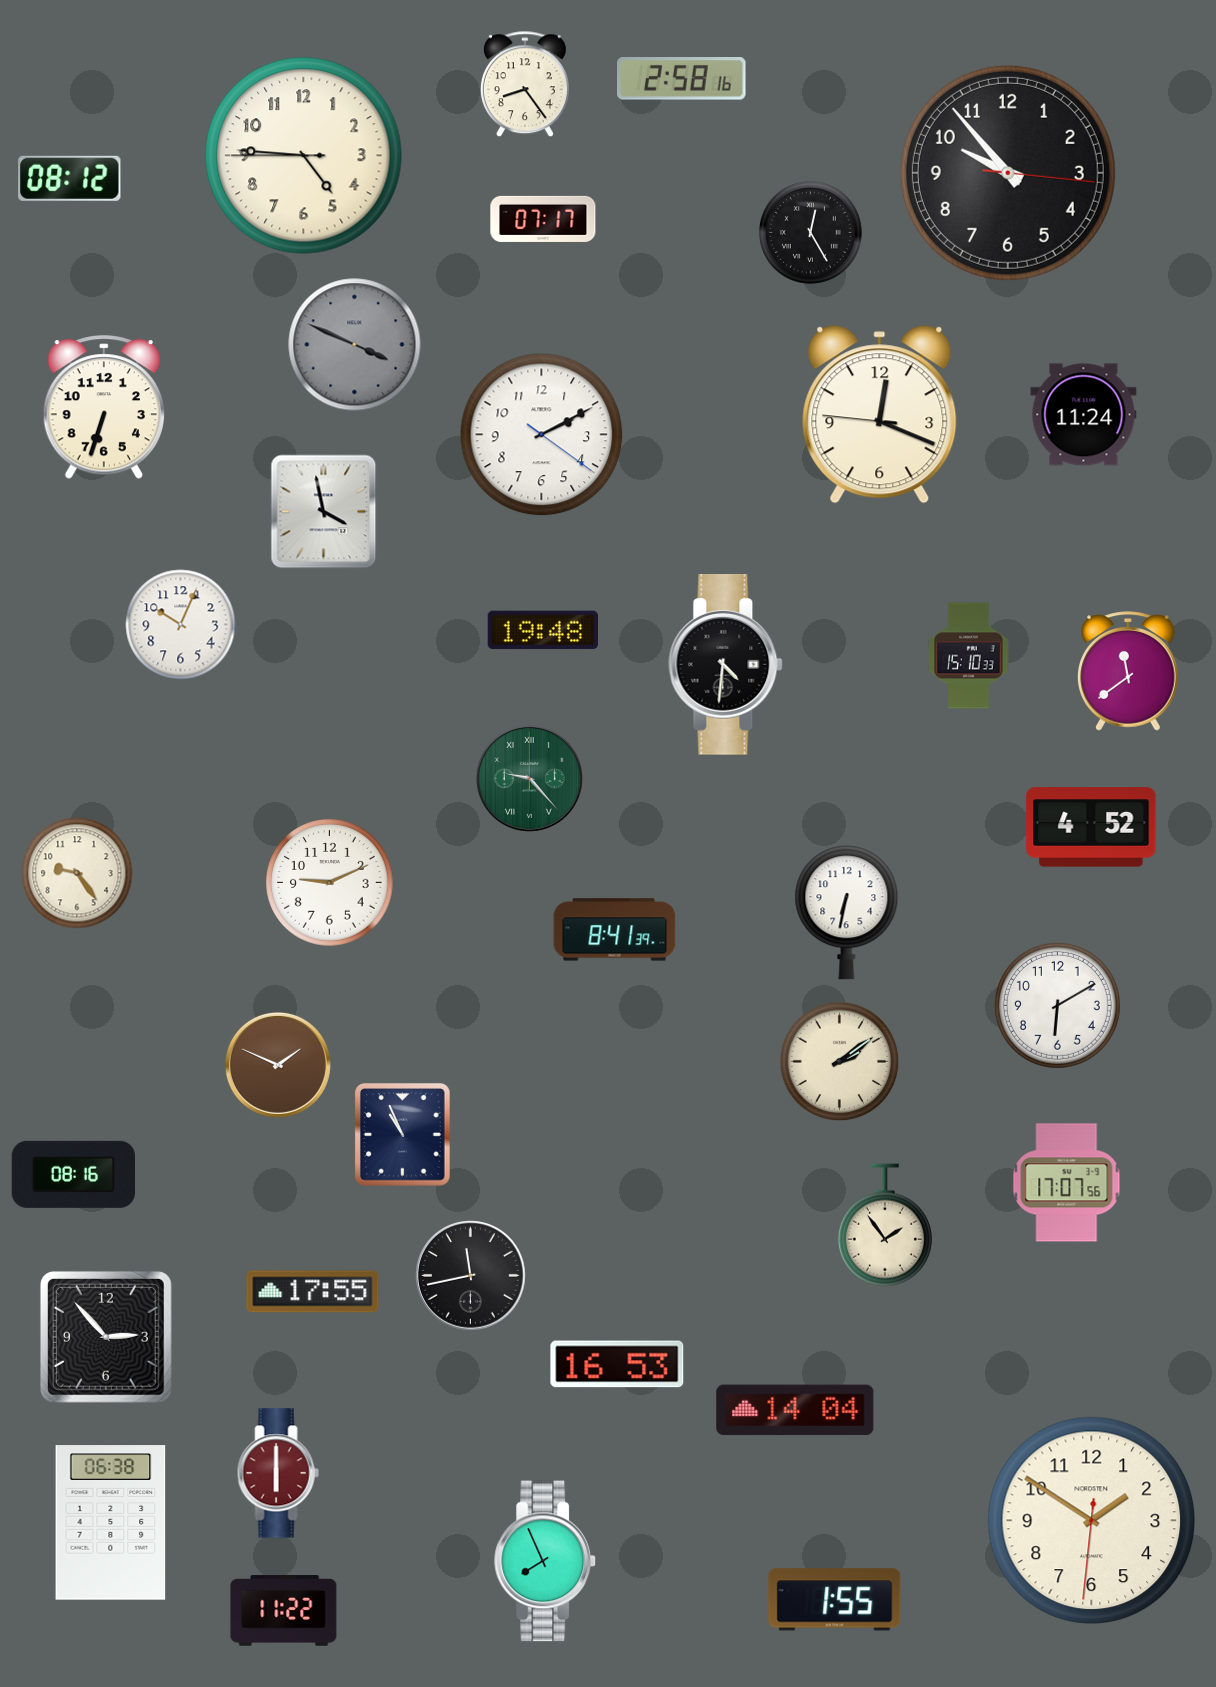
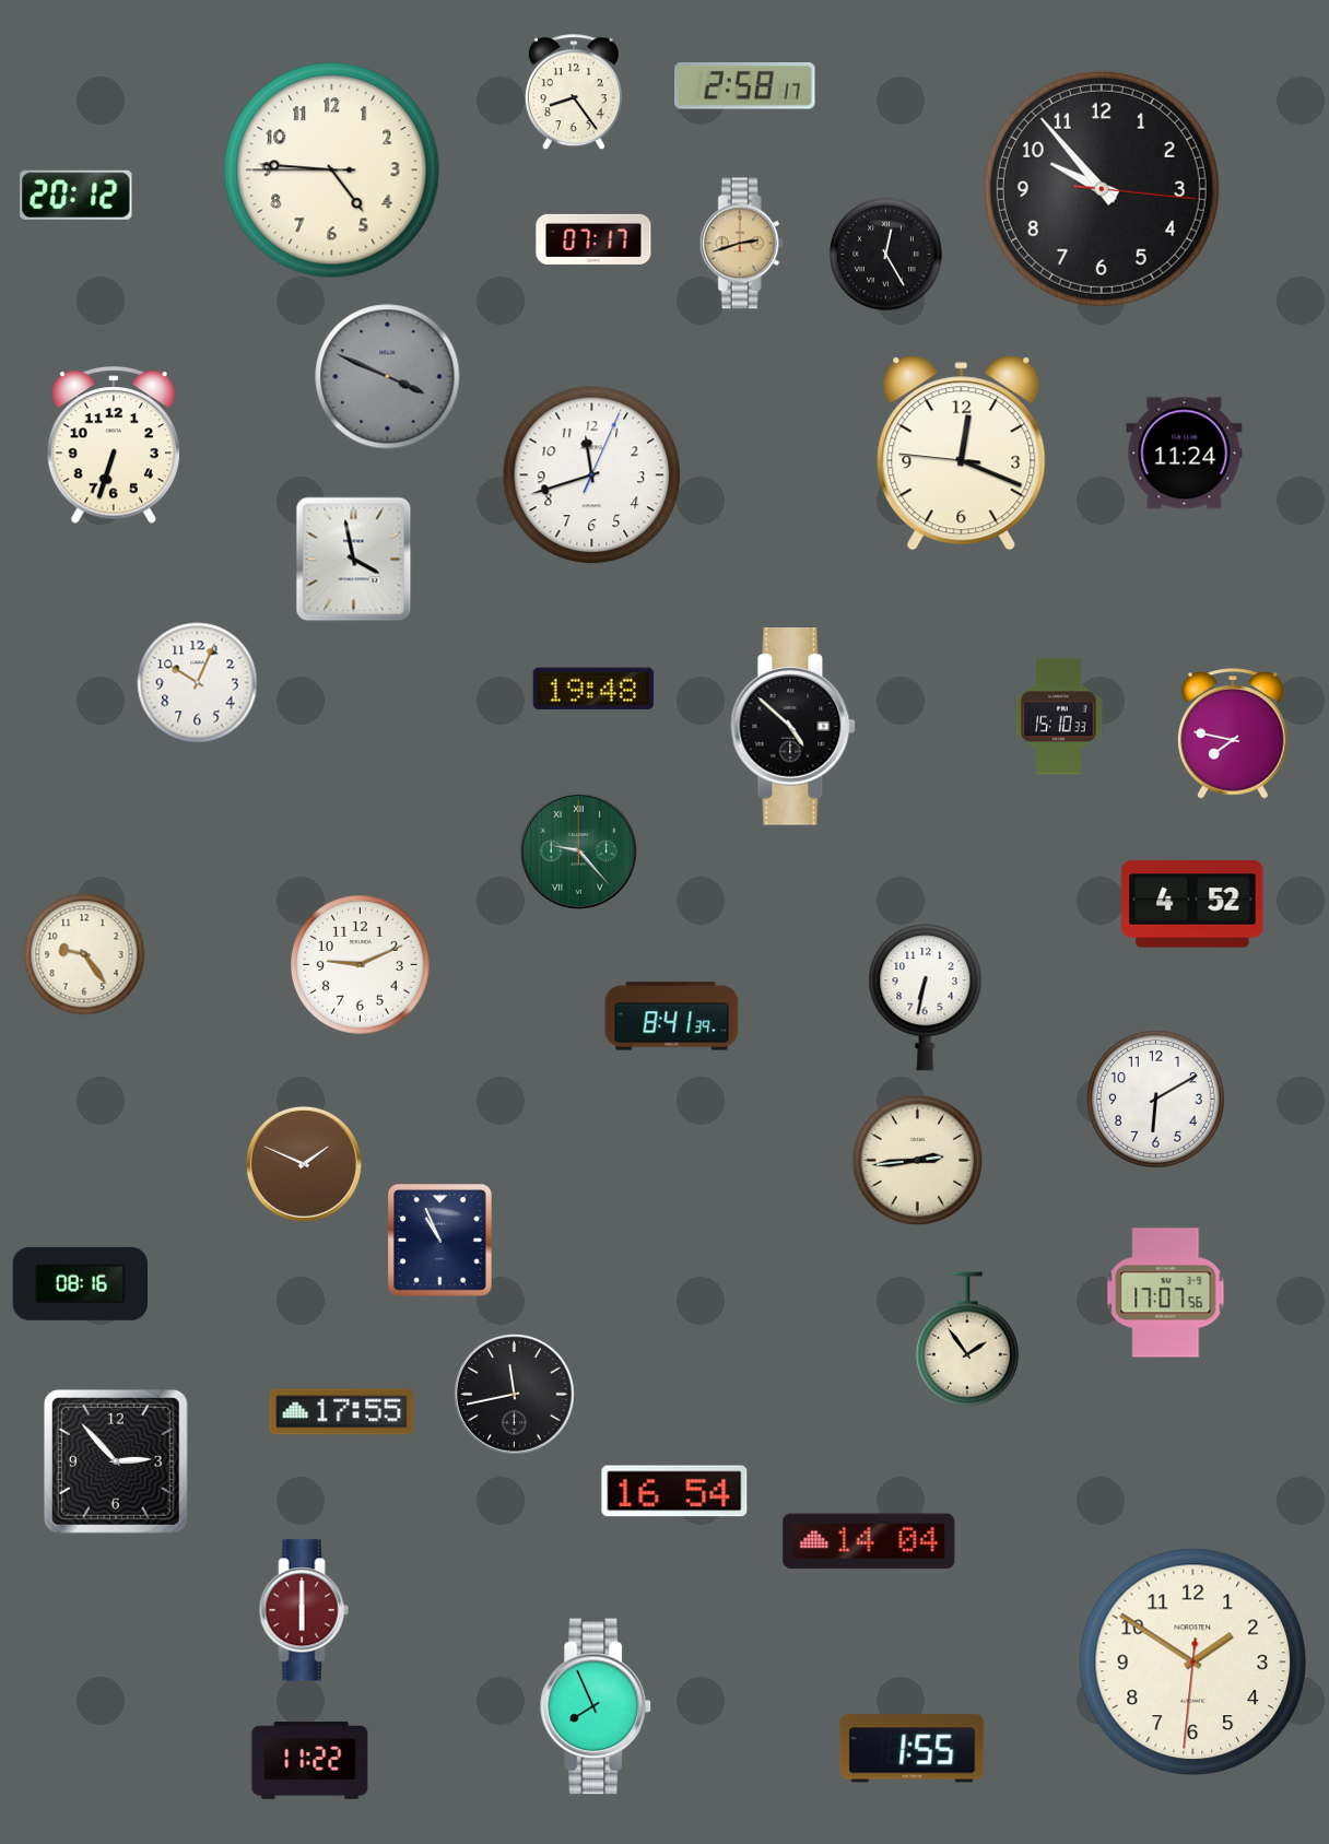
clock at (682, 79): 2:58:16 -> 2:58:17
clock at (70, 178): 08:12 -> 20:12
clock at (741, 244): none -> 2:42
clock at (542, 435): 2:10 -> 11:42
clock at (726, 665): 4:31 -> 4:52
clock at (1129, 671): 11:39 -> 7:47
clock at (840, 1062): 2:09 -> 2:44
clock at (617, 1364): 16:53 -> 16:54
clock at (111, 1523): 06:38 -> none
